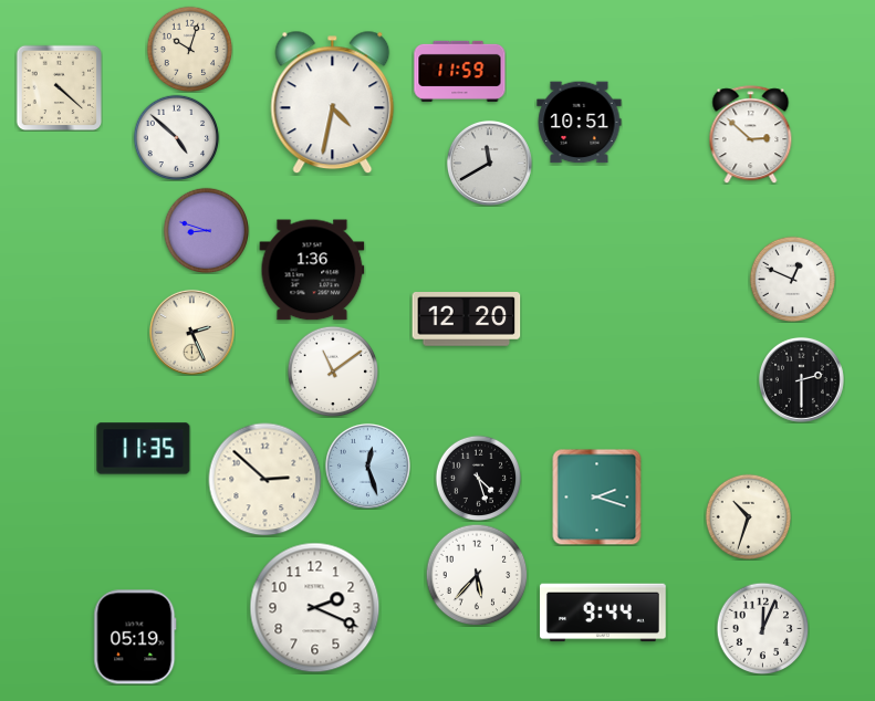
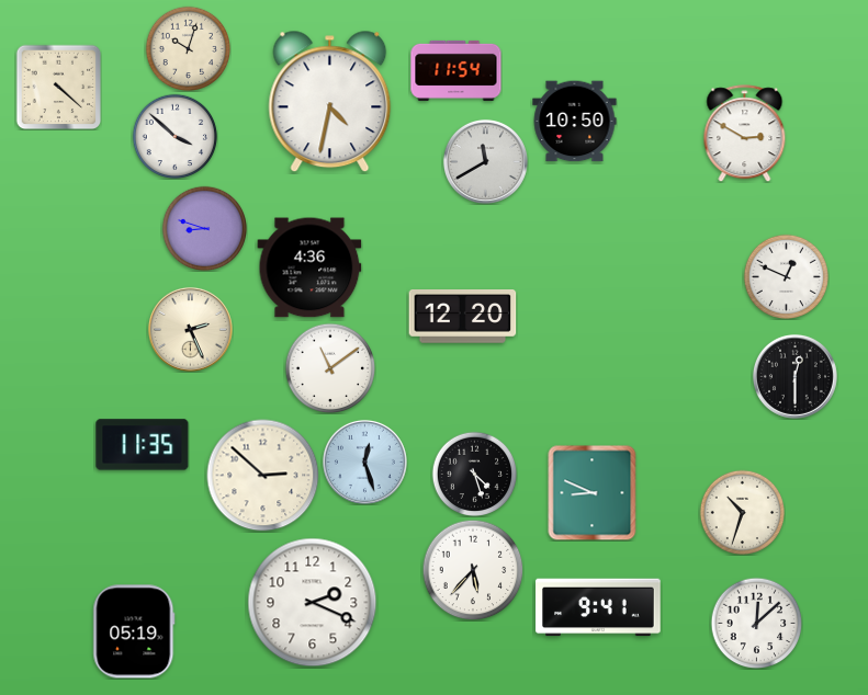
clock at (460, 71): 11:59 -> 11:54
clock at (580, 123): 10:51 -> 10:50
clock at (751, 135): 2:52 -> 2:50
clock at (176, 137): 4:52 -> 3:52
clock at (312, 270): 1:36 -> 4:36
clock at (801, 379): 2:30 -> 12:30
clock at (597, 496): 2:18 -> 8:49
clock at (603, 613): 9:44 -> 9:41
clock at (762, 628): 12:04 -> 12:08
